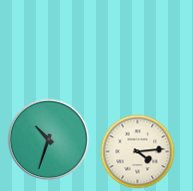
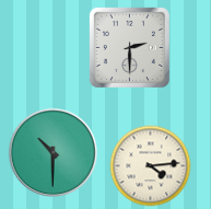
clock at (129, 47): none -> 2:30
clock at (49, 140): 10:33 -> 10:30
